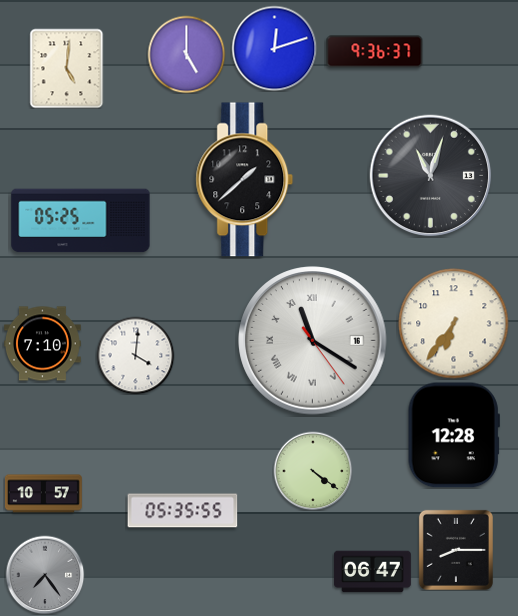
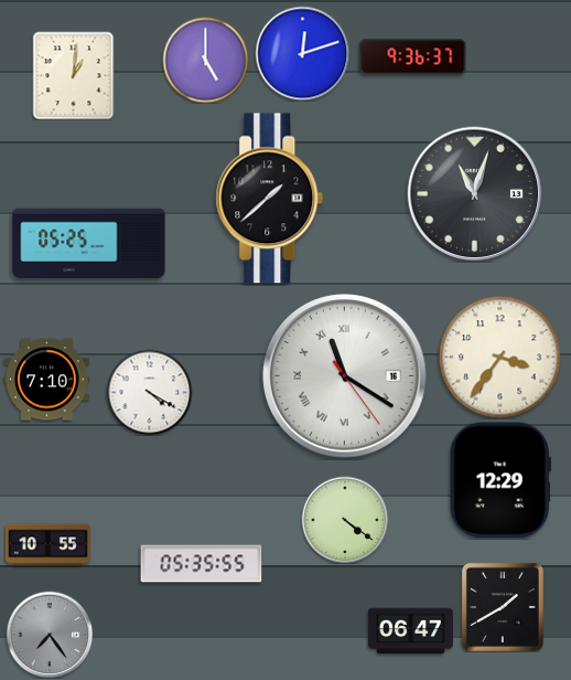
clock at (67, 68): 5:01 -> 1:01
clock at (454, 324): 6:36 -> 3:36
clock at (135, 355): 4:01 -> 4:20
clock at (454, 435): 12:28 -> 12:29
clock at (43, 494): 10:57 -> 10:55
clock at (456, 550): 8:15 -> 1:40
